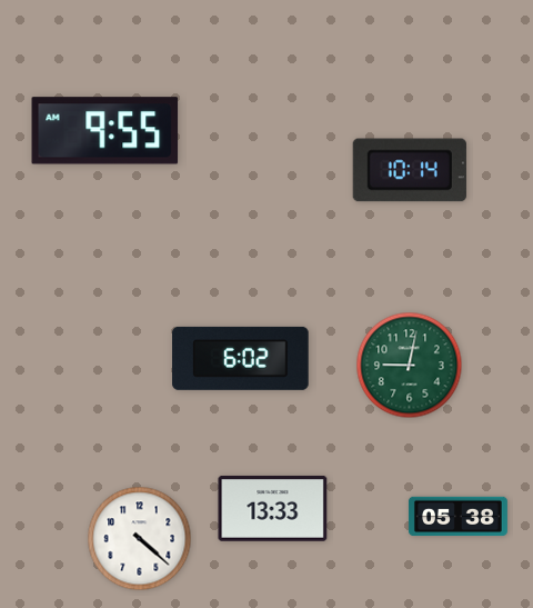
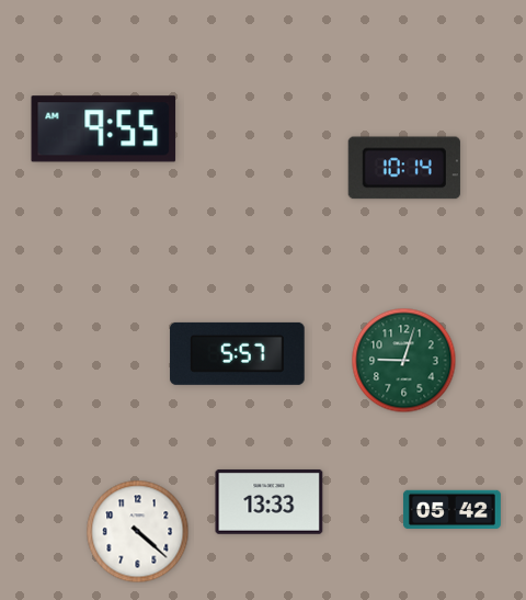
clock at (241, 358): 6:02 -> 5:57
clock at (410, 366): 9:02 -> 9:03
clock at (457, 517): 05:38 -> 05:42
